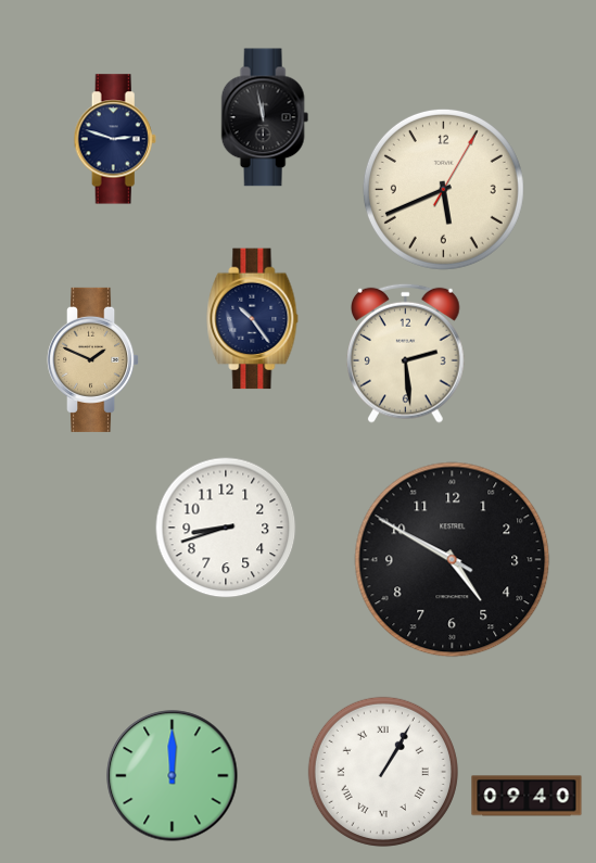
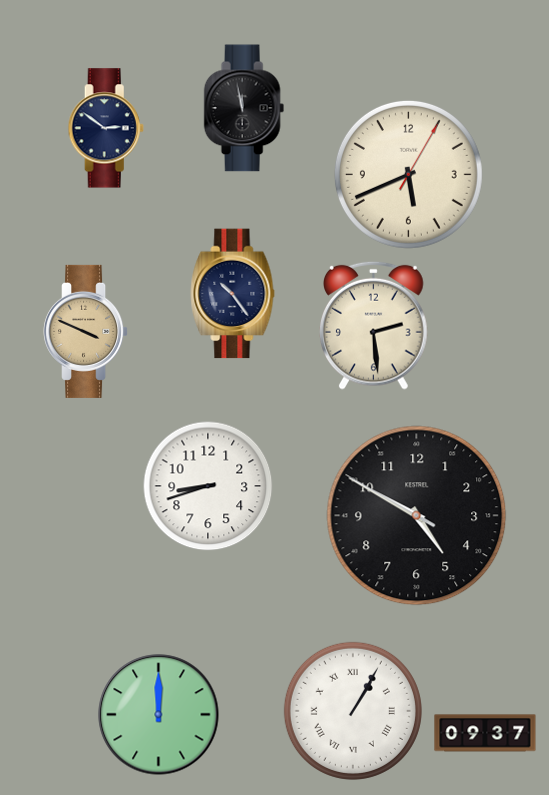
clock at (115, 139): 2:48 -> 2:51
clock at (93, 359): 1:49 -> 3:49
clock at (527, 796): 09:40 -> 09:37
